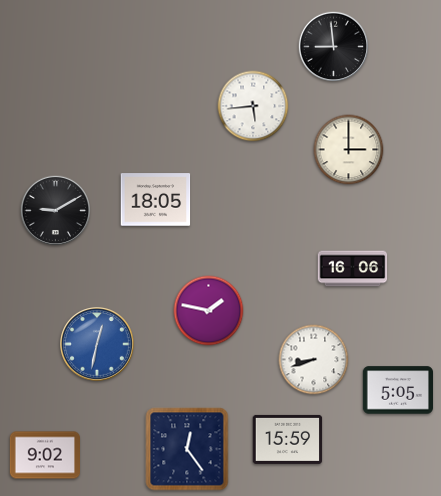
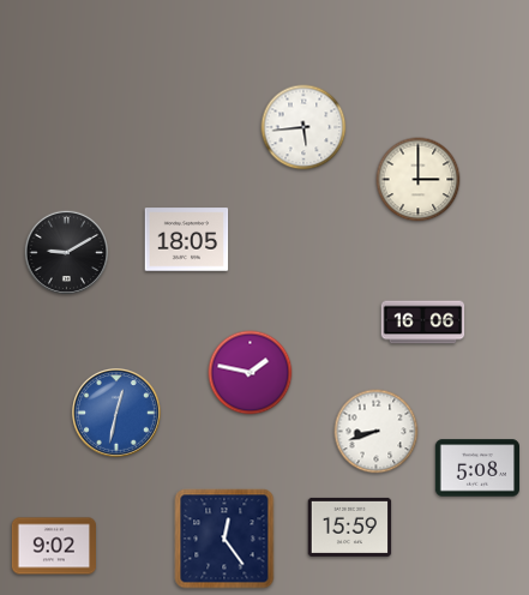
clock at (333, 46): 8:59 -> none
clock at (397, 390): 5:05 -> 5:08
clock at (288, 439) position: (288, 439) -> (350, 527)
